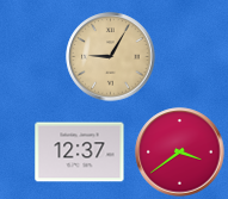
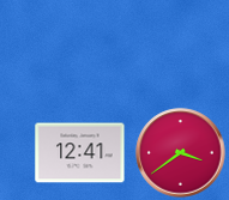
clock at (111, 57): 9:05 -> none
clock at (80, 153): 12:37 -> 12:41
